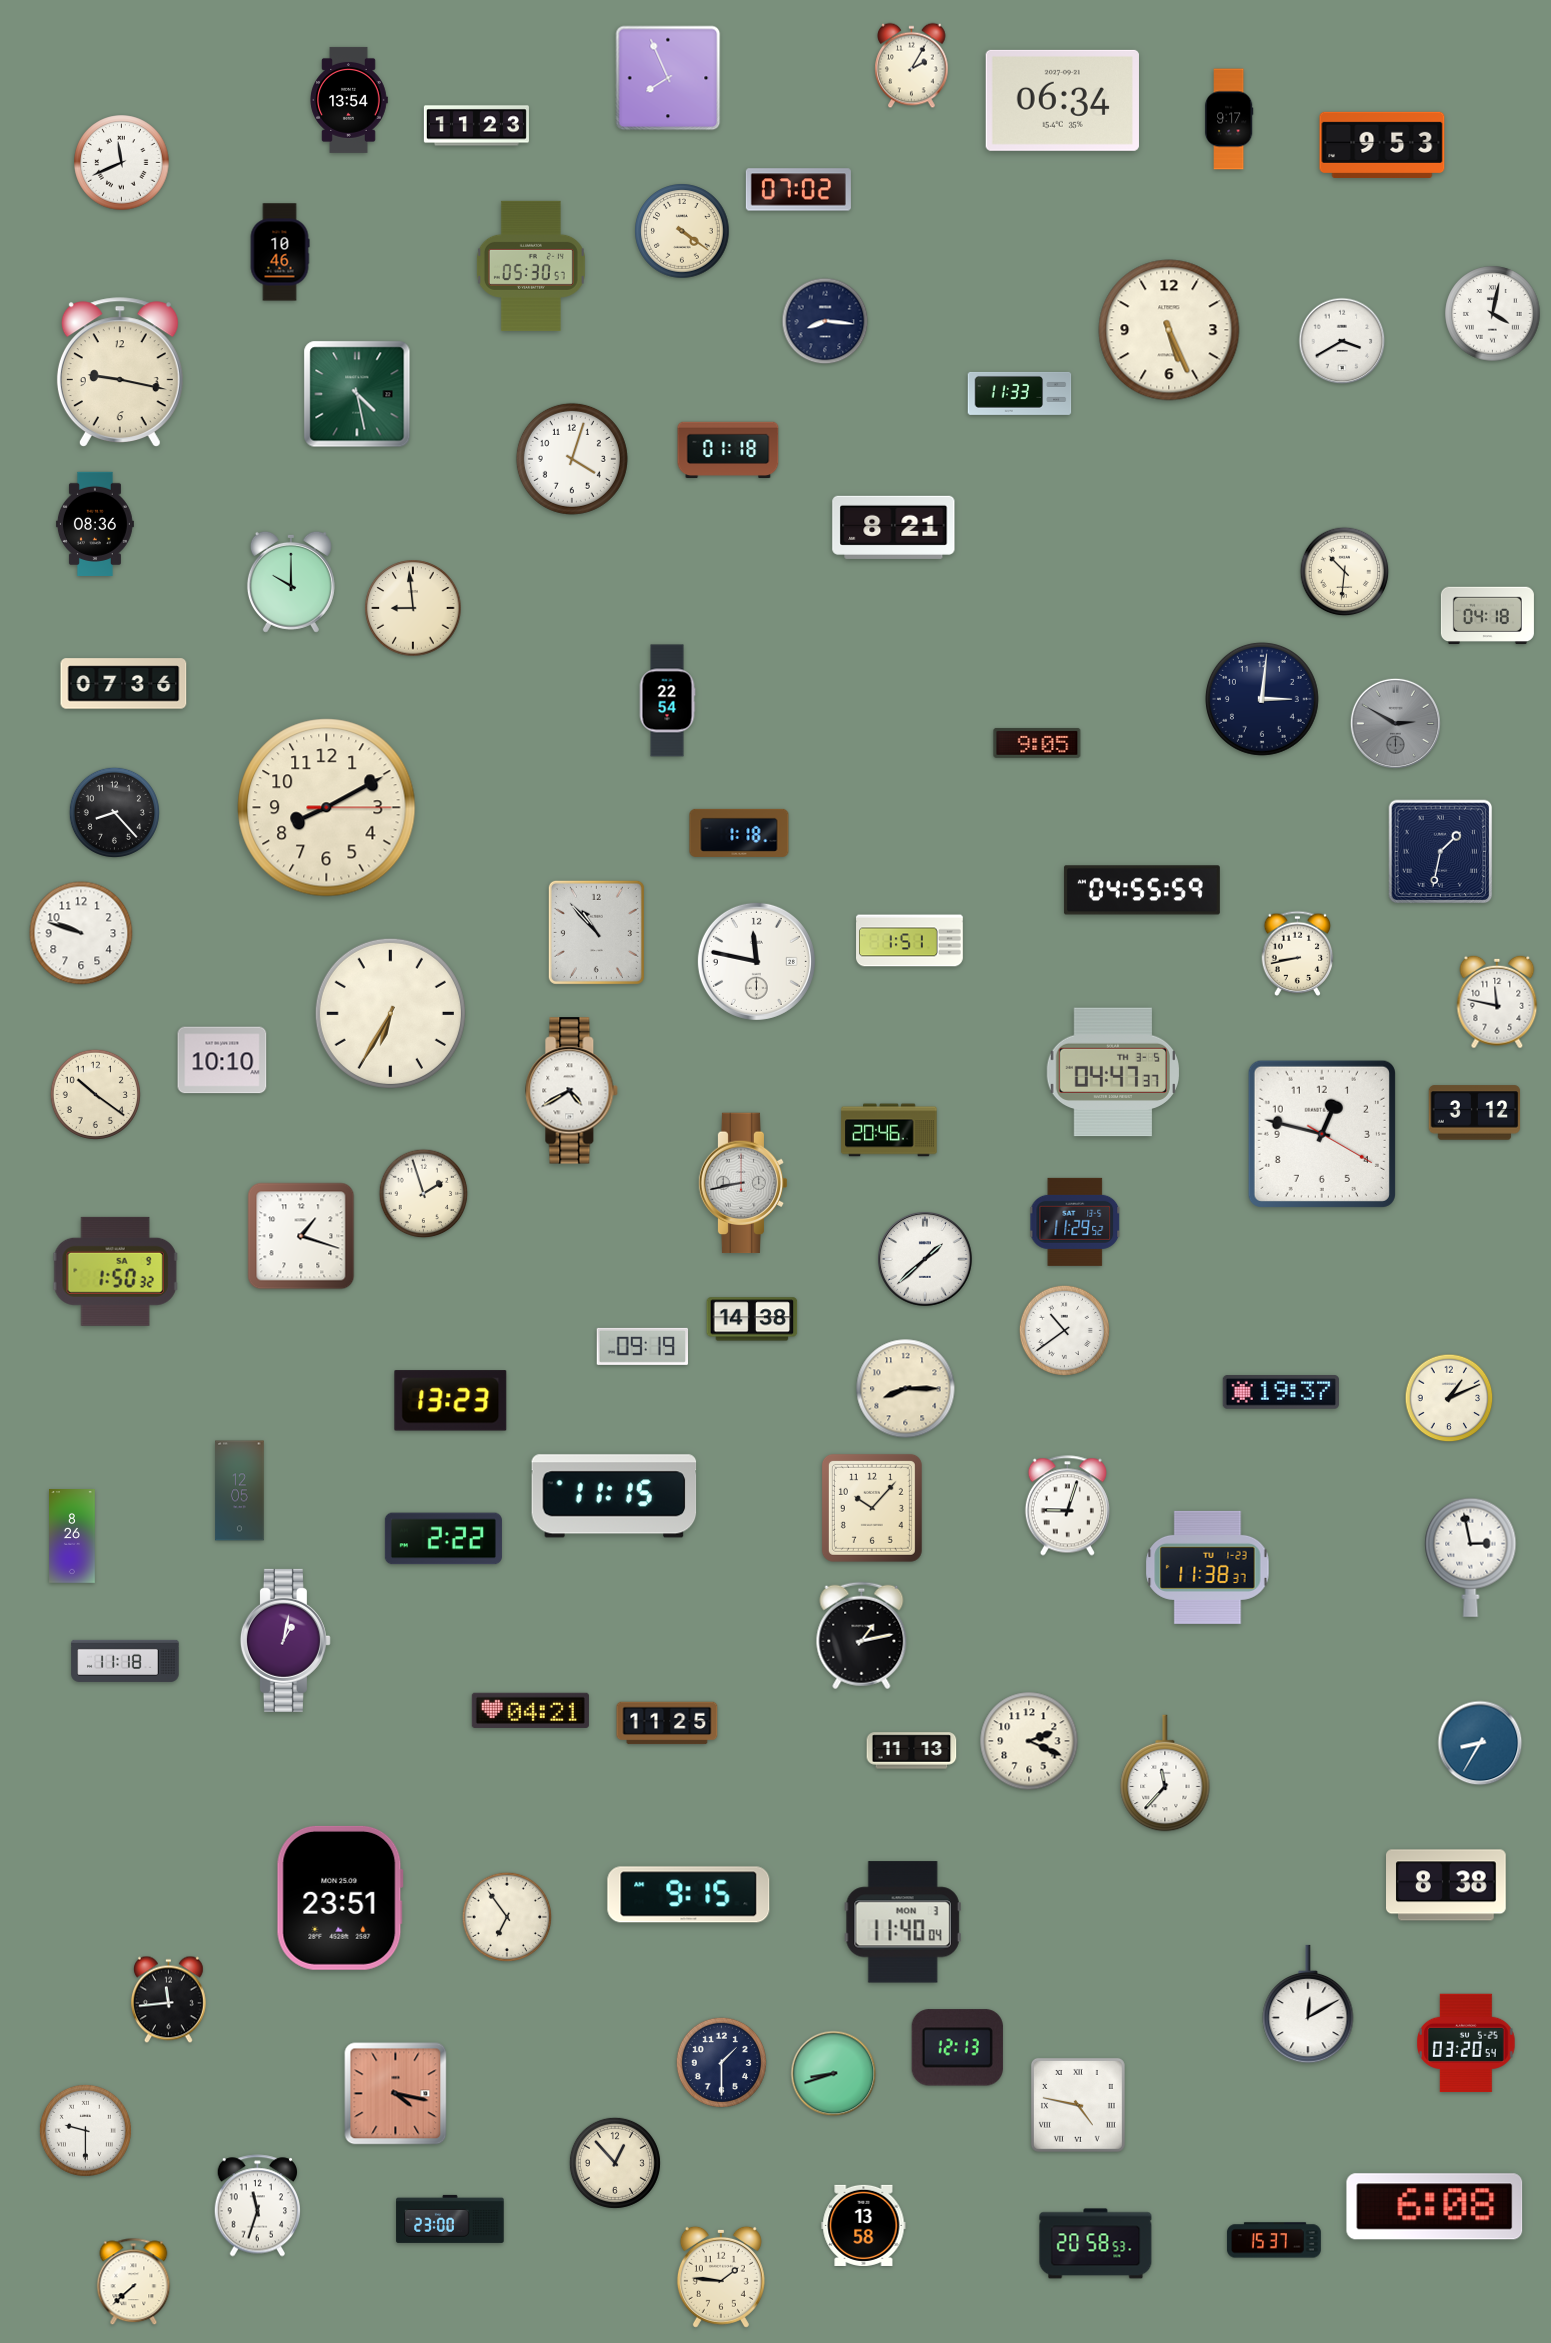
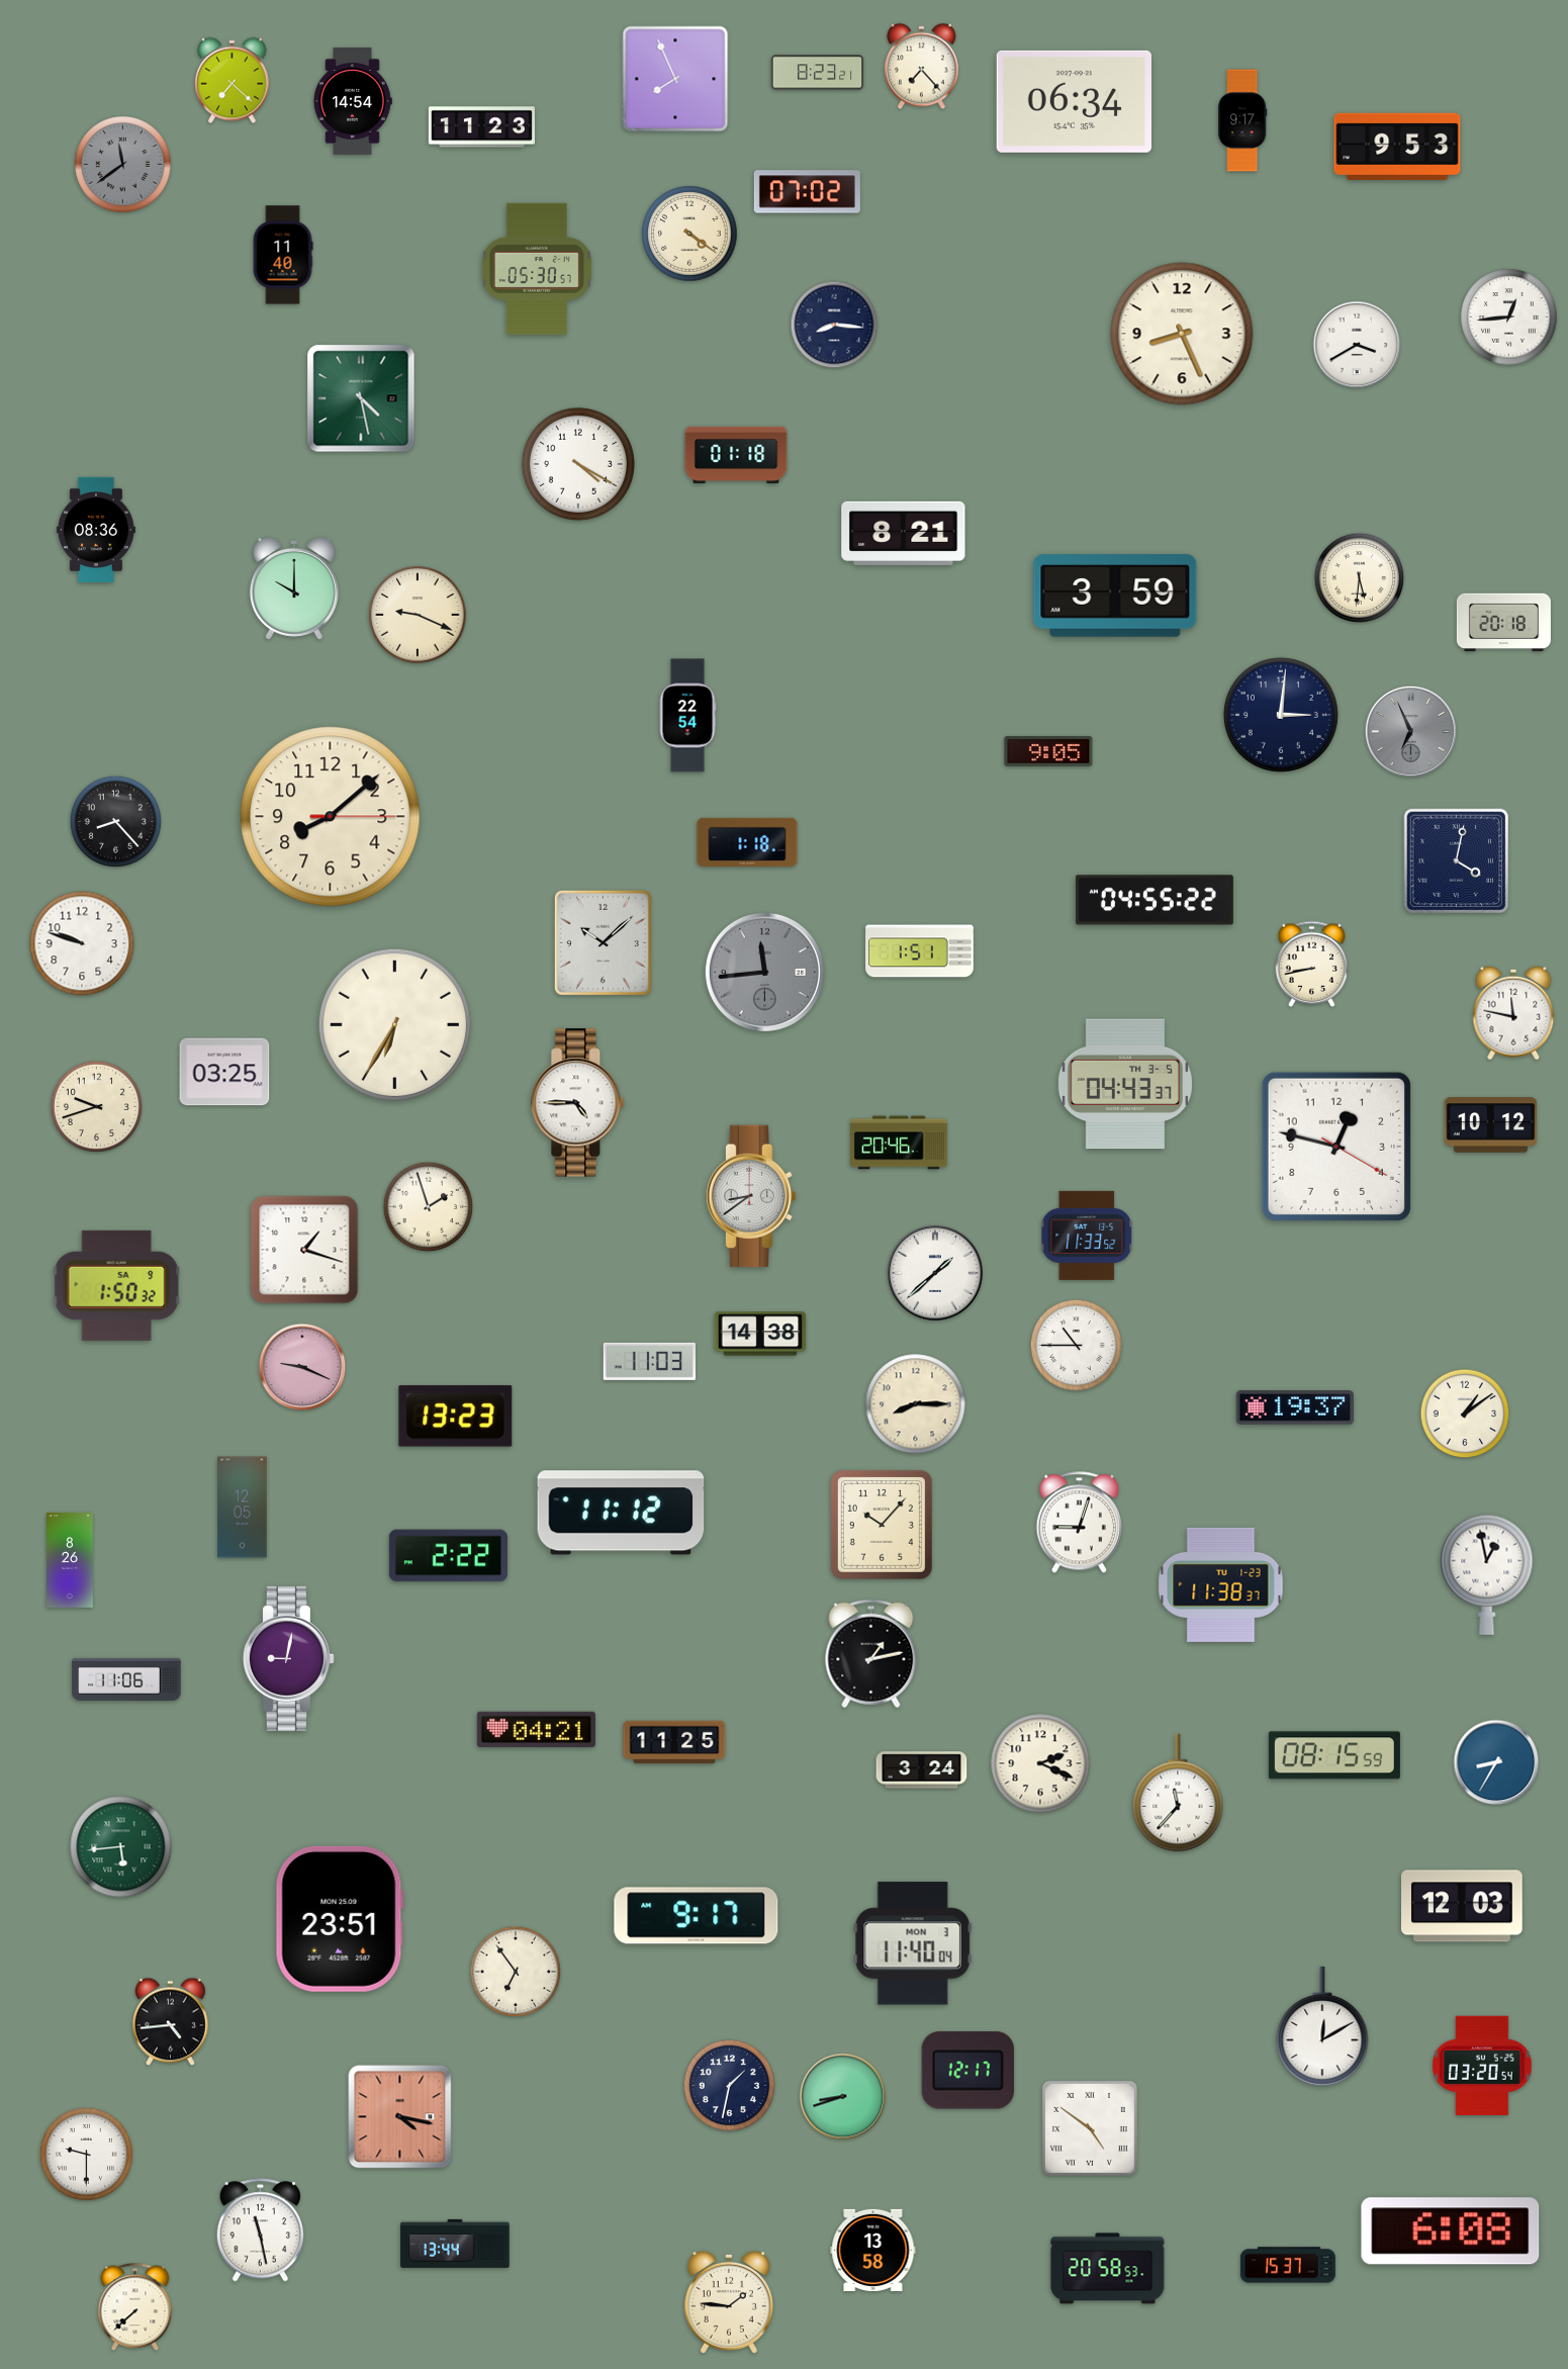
clock at (912, 66): 2:05 -> 7:23
clock at (818, 73): none -> 8:23
clock at (233, 81): none -> 7:22
clock at (349, 100): 13:54 -> 14:54
clock at (122, 163): 11:41 -> 11:39
clock at (122, 163) dial: white -> grey
clock at (280, 252): 10:46 -> 11:40
clock at (1493, 314): 4:02 -> 12:44
clock at (1169, 330): 5:26 -> 8:26
clock at (120, 372): 9:17 -> none
clock at (1020, 393): 11:33 -> none
clock at (572, 459): 4:03 -> 4:20
clock at (1345, 572): 10:31 -> 5:31
clock at (1115, 596): none -> 3:59
clock at (413, 608): 8:59 -> 9:19
clock at (1487, 616): 04:18 -> 20:18
clock at (124, 684): 07:36 -> none
clock at (1262, 699) position: (1262, 699) -> (1281, 715)
clock at (667, 701) position: (667, 701) -> (687, 716)
clock at (1395, 723): 2:50 -> 6:56
clock at (327, 808): 8:10 -> 8:08
clock at (1441, 852): 1:32 -> 4:02
clock at (1142, 890): 04:55:59 -> 04:55:22
clock at (596, 932): 10:53 -> 10:08
clock at (756, 961): 11:47 -> 11:44
clock at (756, 961) dial: white -> grey
clock at (222, 1060): 10:10 -> 03:25
clock at (1112, 1072): 04:47 -> 04:43
clock at (572, 1091): 4:40 -> 4:45
clock at (95, 1094): 10:21 -> 9:42
clock at (1475, 1113): 3:12 -> 10:12
clock at (743, 1183): 8:43 -> 8:39
clock at (1076, 1222): 11:29 -> 11:33
clock at (1064, 1330): 10:39 -> 10:45
clock at (642, 1346): 09:19 -> 11:03
clock at (302, 1367): none -> 9:19
clock at (1449, 1398): 1:11 -> 1:09
clock at (614, 1496): 11:15 -> 11:12
clock at (73, 1537) position: (73, 1537) -> (71, 1561)
clock at (1471, 1557): 2:58 -> 12:58
clock at (285, 1640): 1:02 -> 9:02
clock at (125, 1661): 11:18 -> 11:06
clock at (1334, 1755): none -> 08:15
clock at (1029, 1741) position: (1029, 1741) -> (1040, 1763)
clock at (912, 1751): 11:13 -> 3:24
clock at (121, 1847): none -> 5:44
clock at (1446, 1885): 8:38 -> 12:03
clock at (689, 1895): 9:15 -> 9:17
clock at (340, 1898) position: (340, 1898) -> (340, 1919)
clock at (506, 1916) position: (506, 1916) -> (515, 1971)
clock at (168, 2000): 11:44 -> 4:44
clock at (957, 2048): 12:13 -> 12:17
clock at (721, 2062): 1:30 -> 1:32
clock at (1078, 2105): 4:47 -> 4:51
clock at (615, 2163): 12:53 -> none
clock at (258, 2206): 11:33 -> 11:28
clock at (450, 2219): 23:00 -> 13:44
